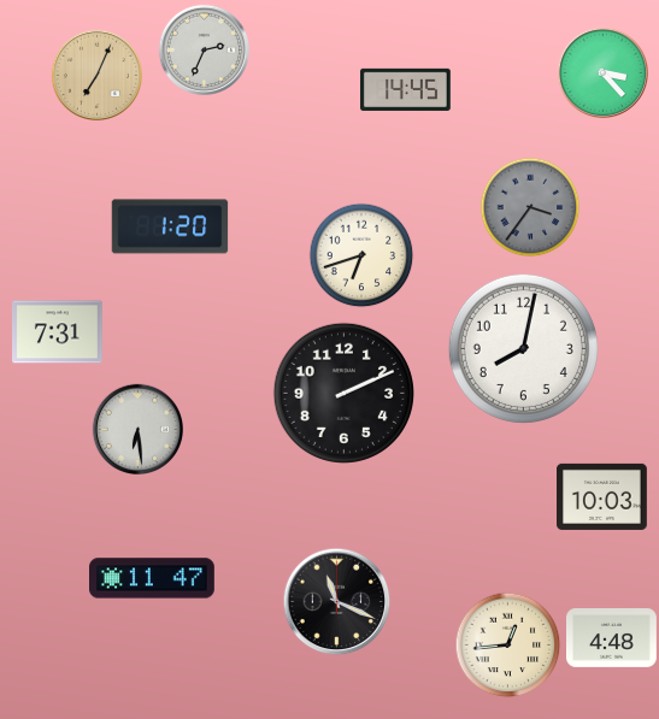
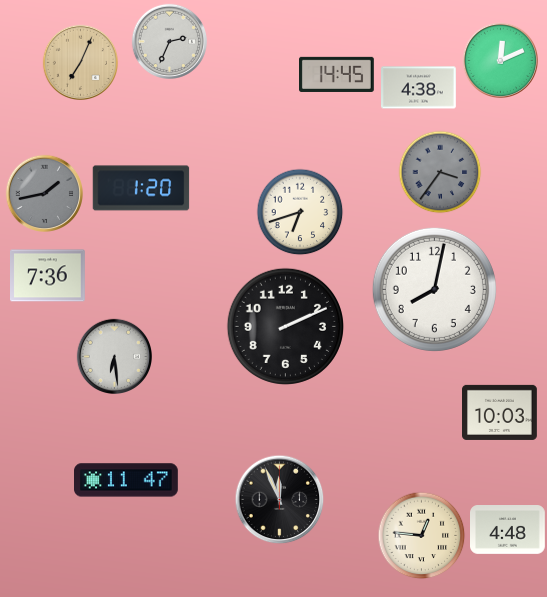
clock at (602, 72): 3:23 -> 12:11
clock at (419, 88): none -> 4:38
clock at (44, 193): none -> 1:43
clock at (58, 332): 7:31 -> 7:36
clock at (337, 602): 11:19 -> 11:56
clock at (508, 646): 12:44 -> 12:46
